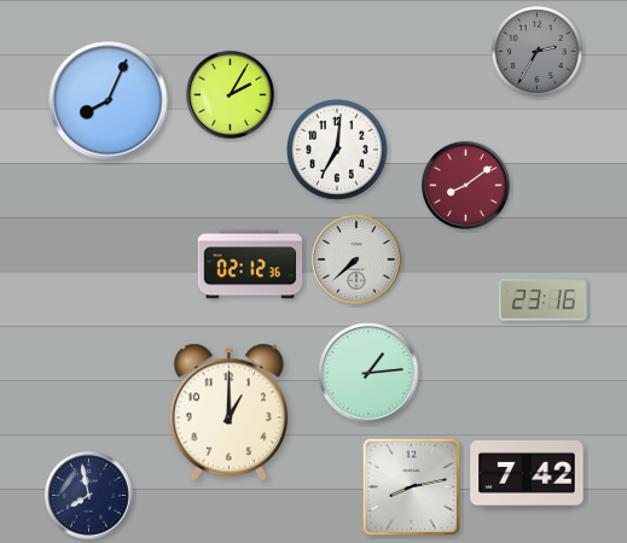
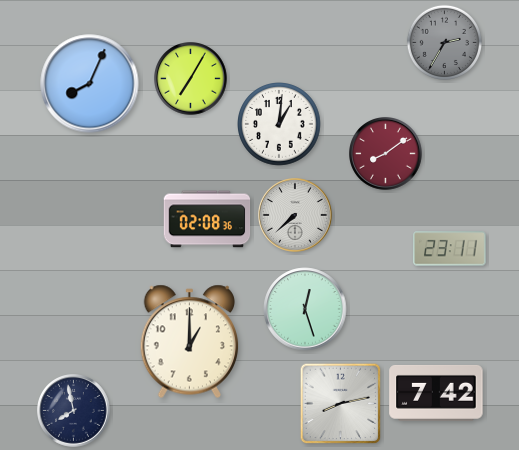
clock at (231, 95): 2:05 -> 7:05
clock at (338, 151): 7:01 -> 1:01
clock at (250, 264): 02:12 -> 02:08
clock at (544, 300): 23:16 -> 23:11
clock at (368, 373): 1:14 -> 12:27
